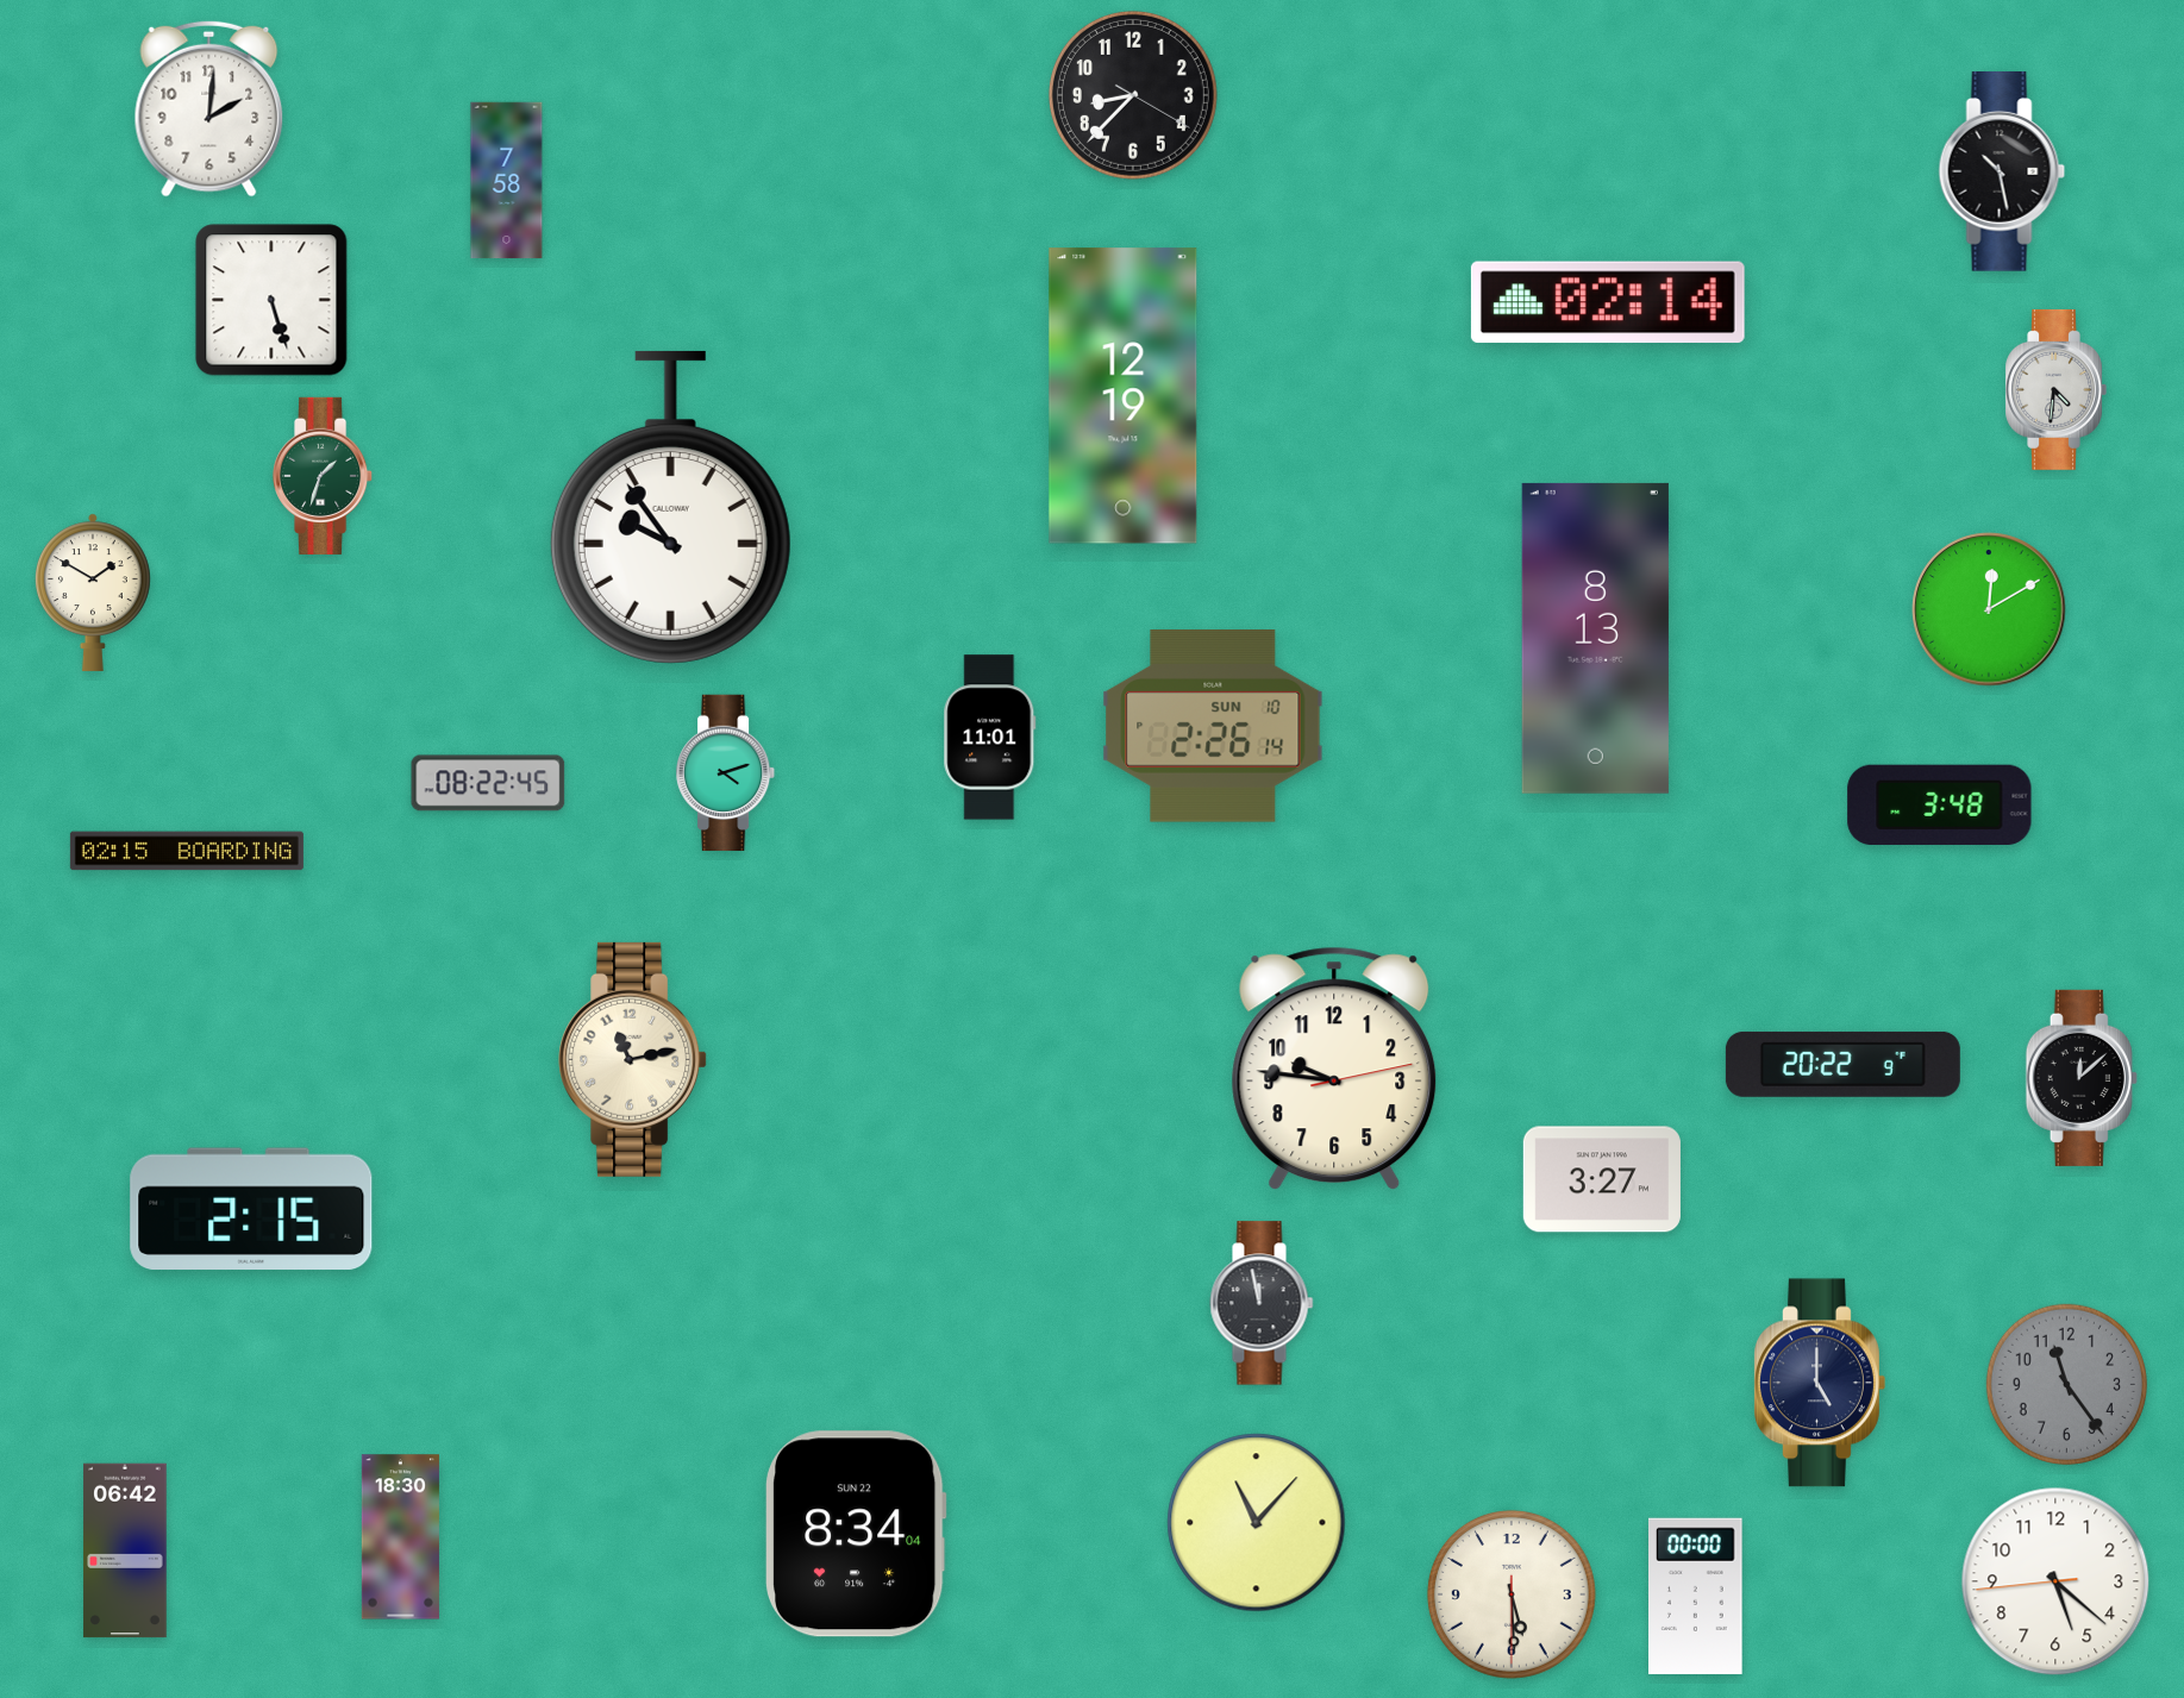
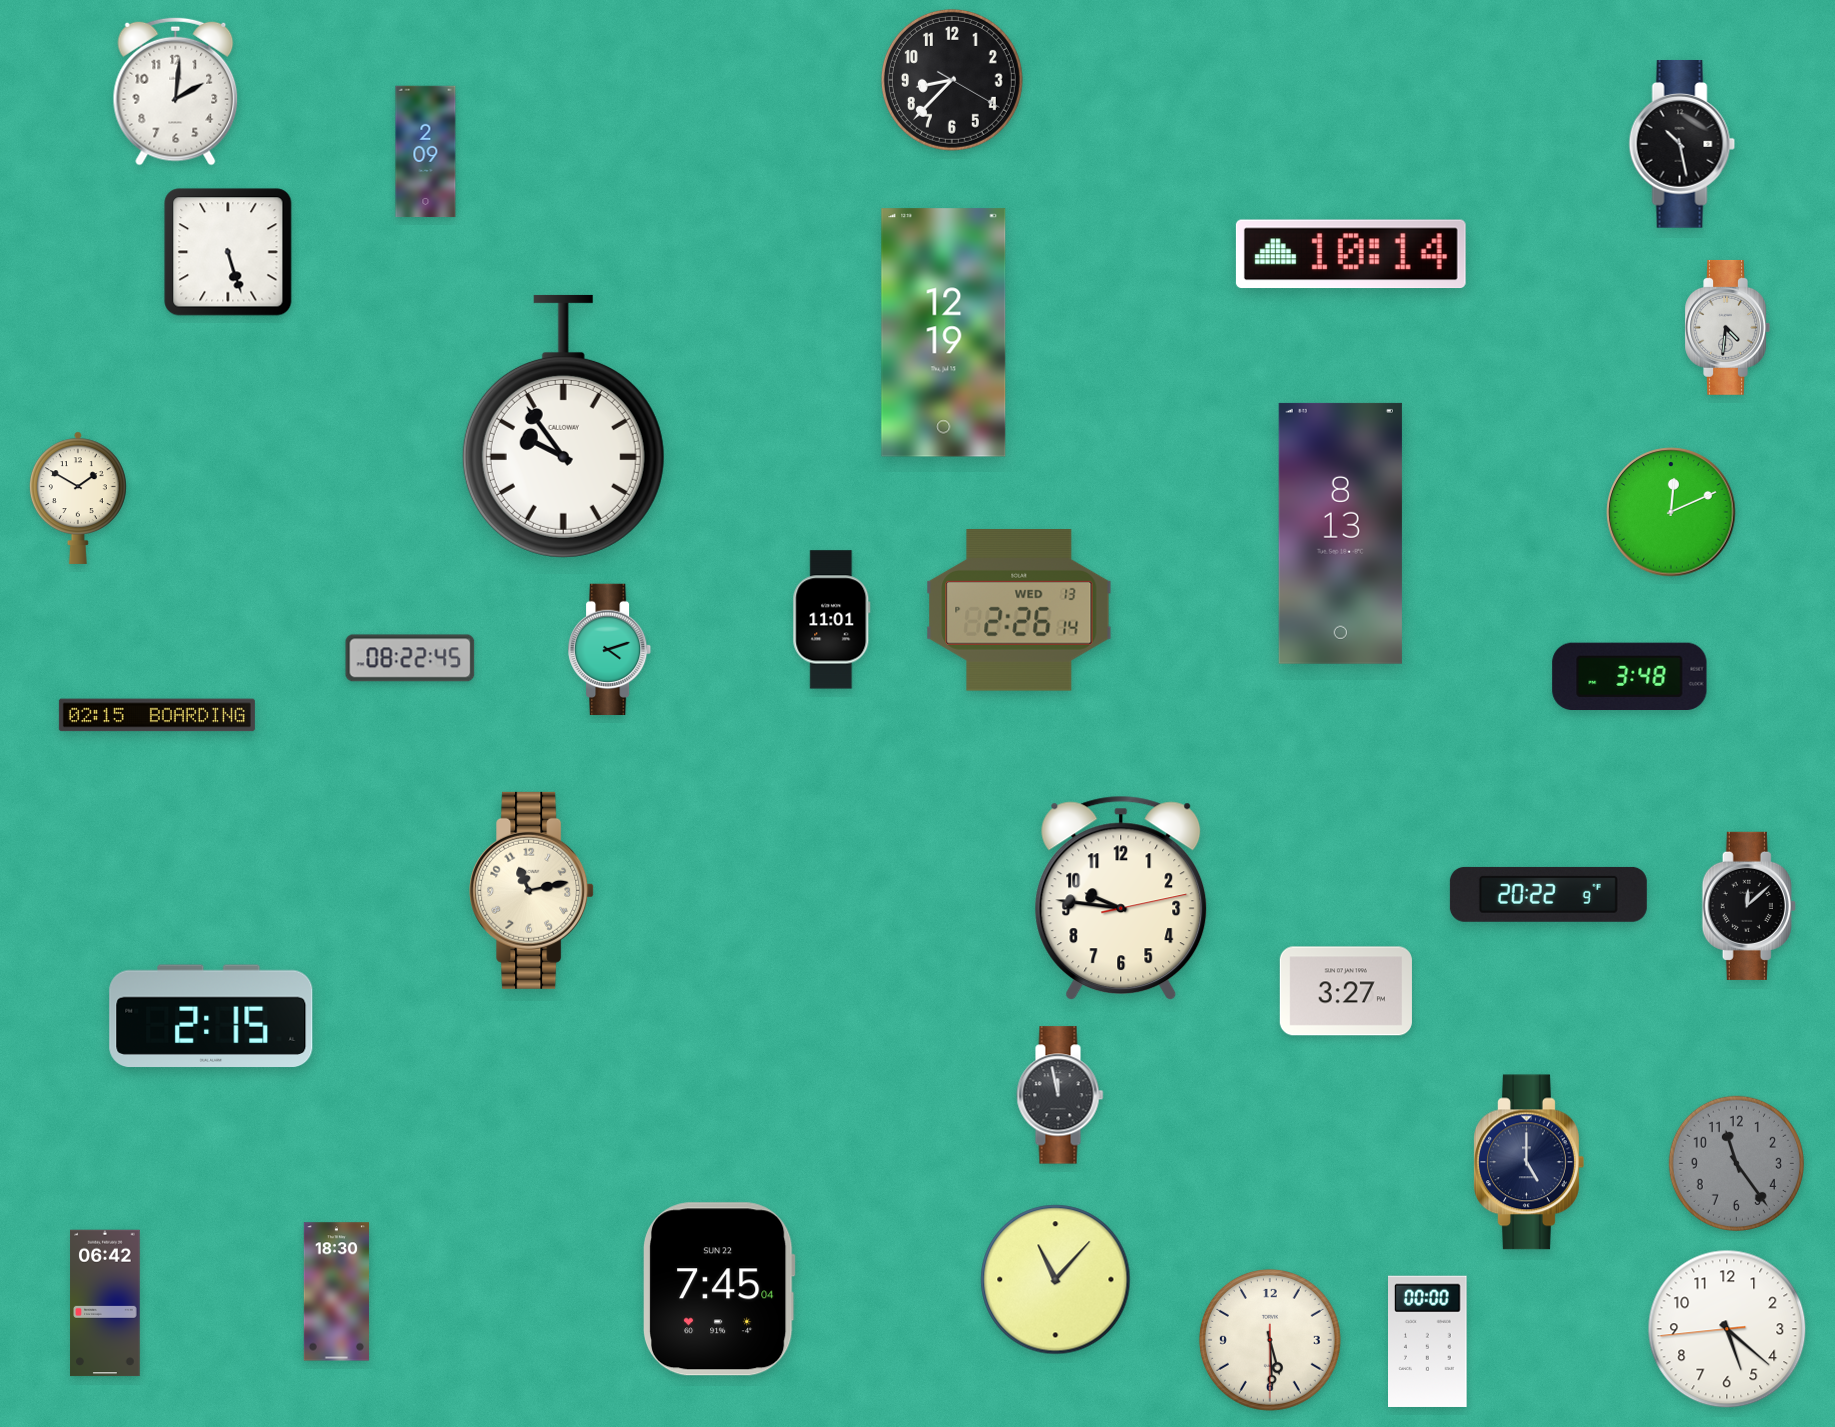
clock at (507, 181): 7:58 -> 2:09
clock at (1608, 302): 02:14 -> 10:14
clock at (324, 476): 1:33 -> none
clock at (1989, 609): 12:10 -> 12:11
clock at (1595, 638) position: (1595, 638) -> (1340, 533)
clock at (1213, 726) date: SUN 10 -> WED 13
clock at (856, 1534): 8:34 -> 7:45
clock at (1696, 1596) position: (1696, 1596) -> (1428, 1341)
